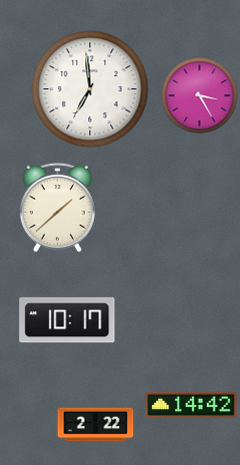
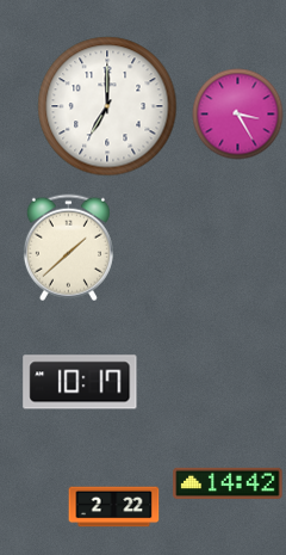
clock at (90, 89): 6:59 -> 7:00
